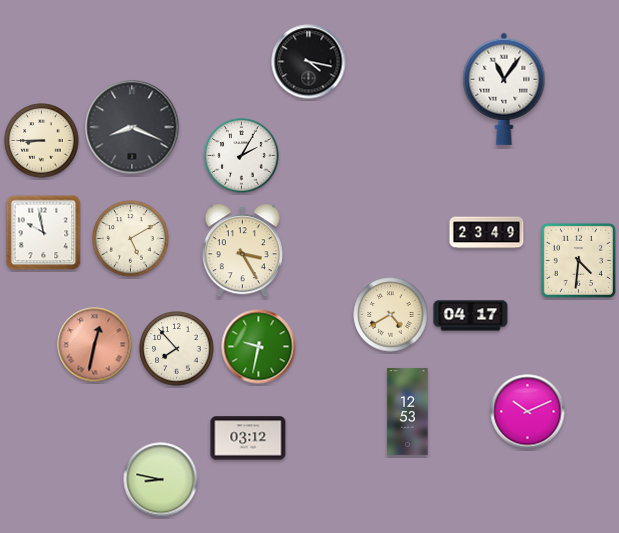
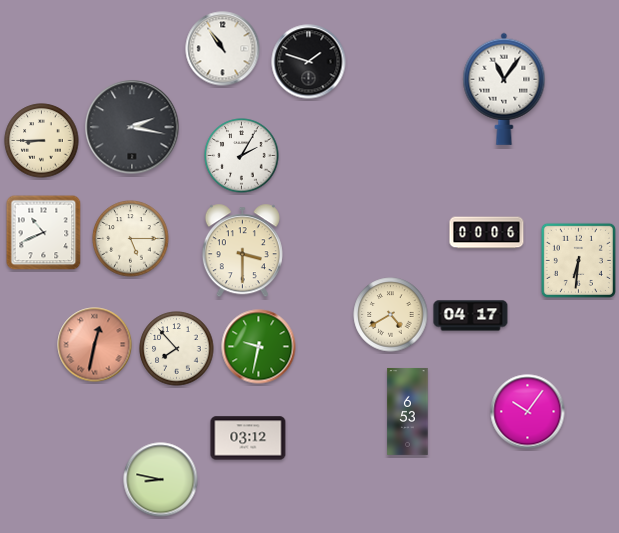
clock at (223, 49): none -> 10:54
clock at (309, 62): 4:17 -> 1:48
clock at (132, 127): 8:19 -> 2:17
clock at (44, 233): 9:58 -> 10:41
clock at (487, 233): 23:49 -> 00:06
clock at (131, 239): 5:10 -> 5:15
clock at (242, 251): 3:25 -> 3:30
clock at (578, 260): 4:31 -> 6:31
clock at (408, 411): 12:53 -> 6:53
clock at (528, 412): 10:11 -> 10:06
